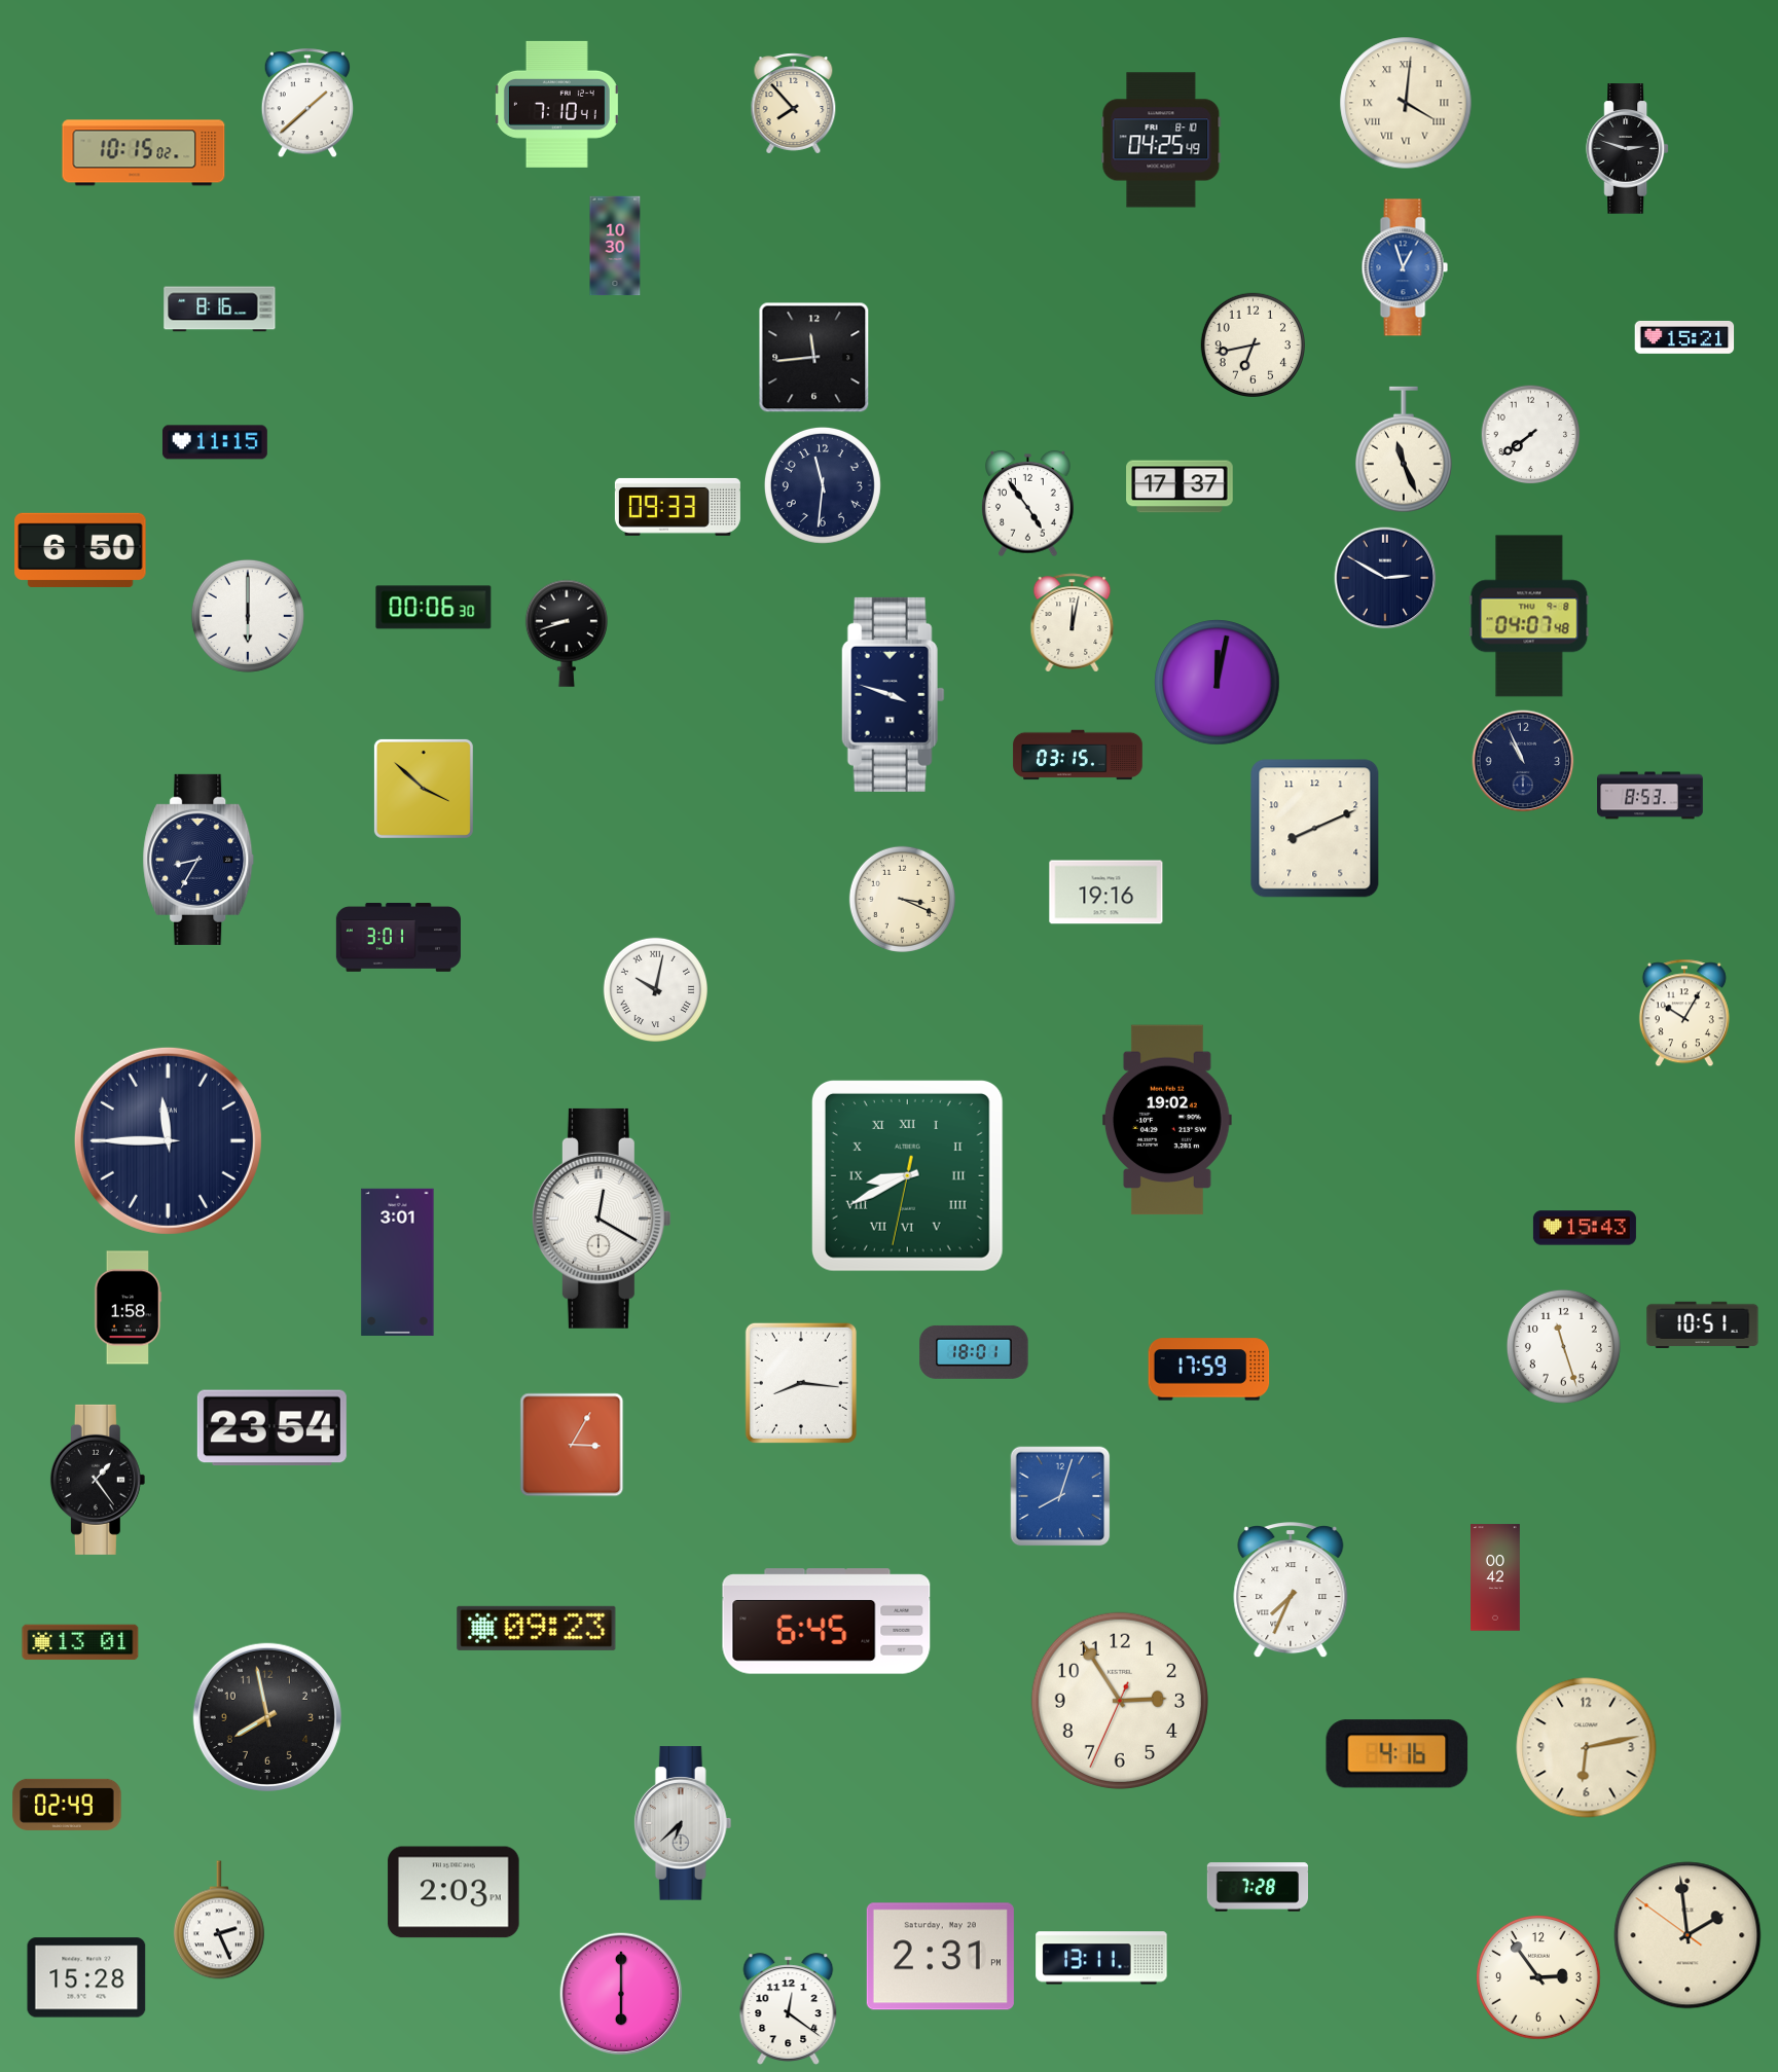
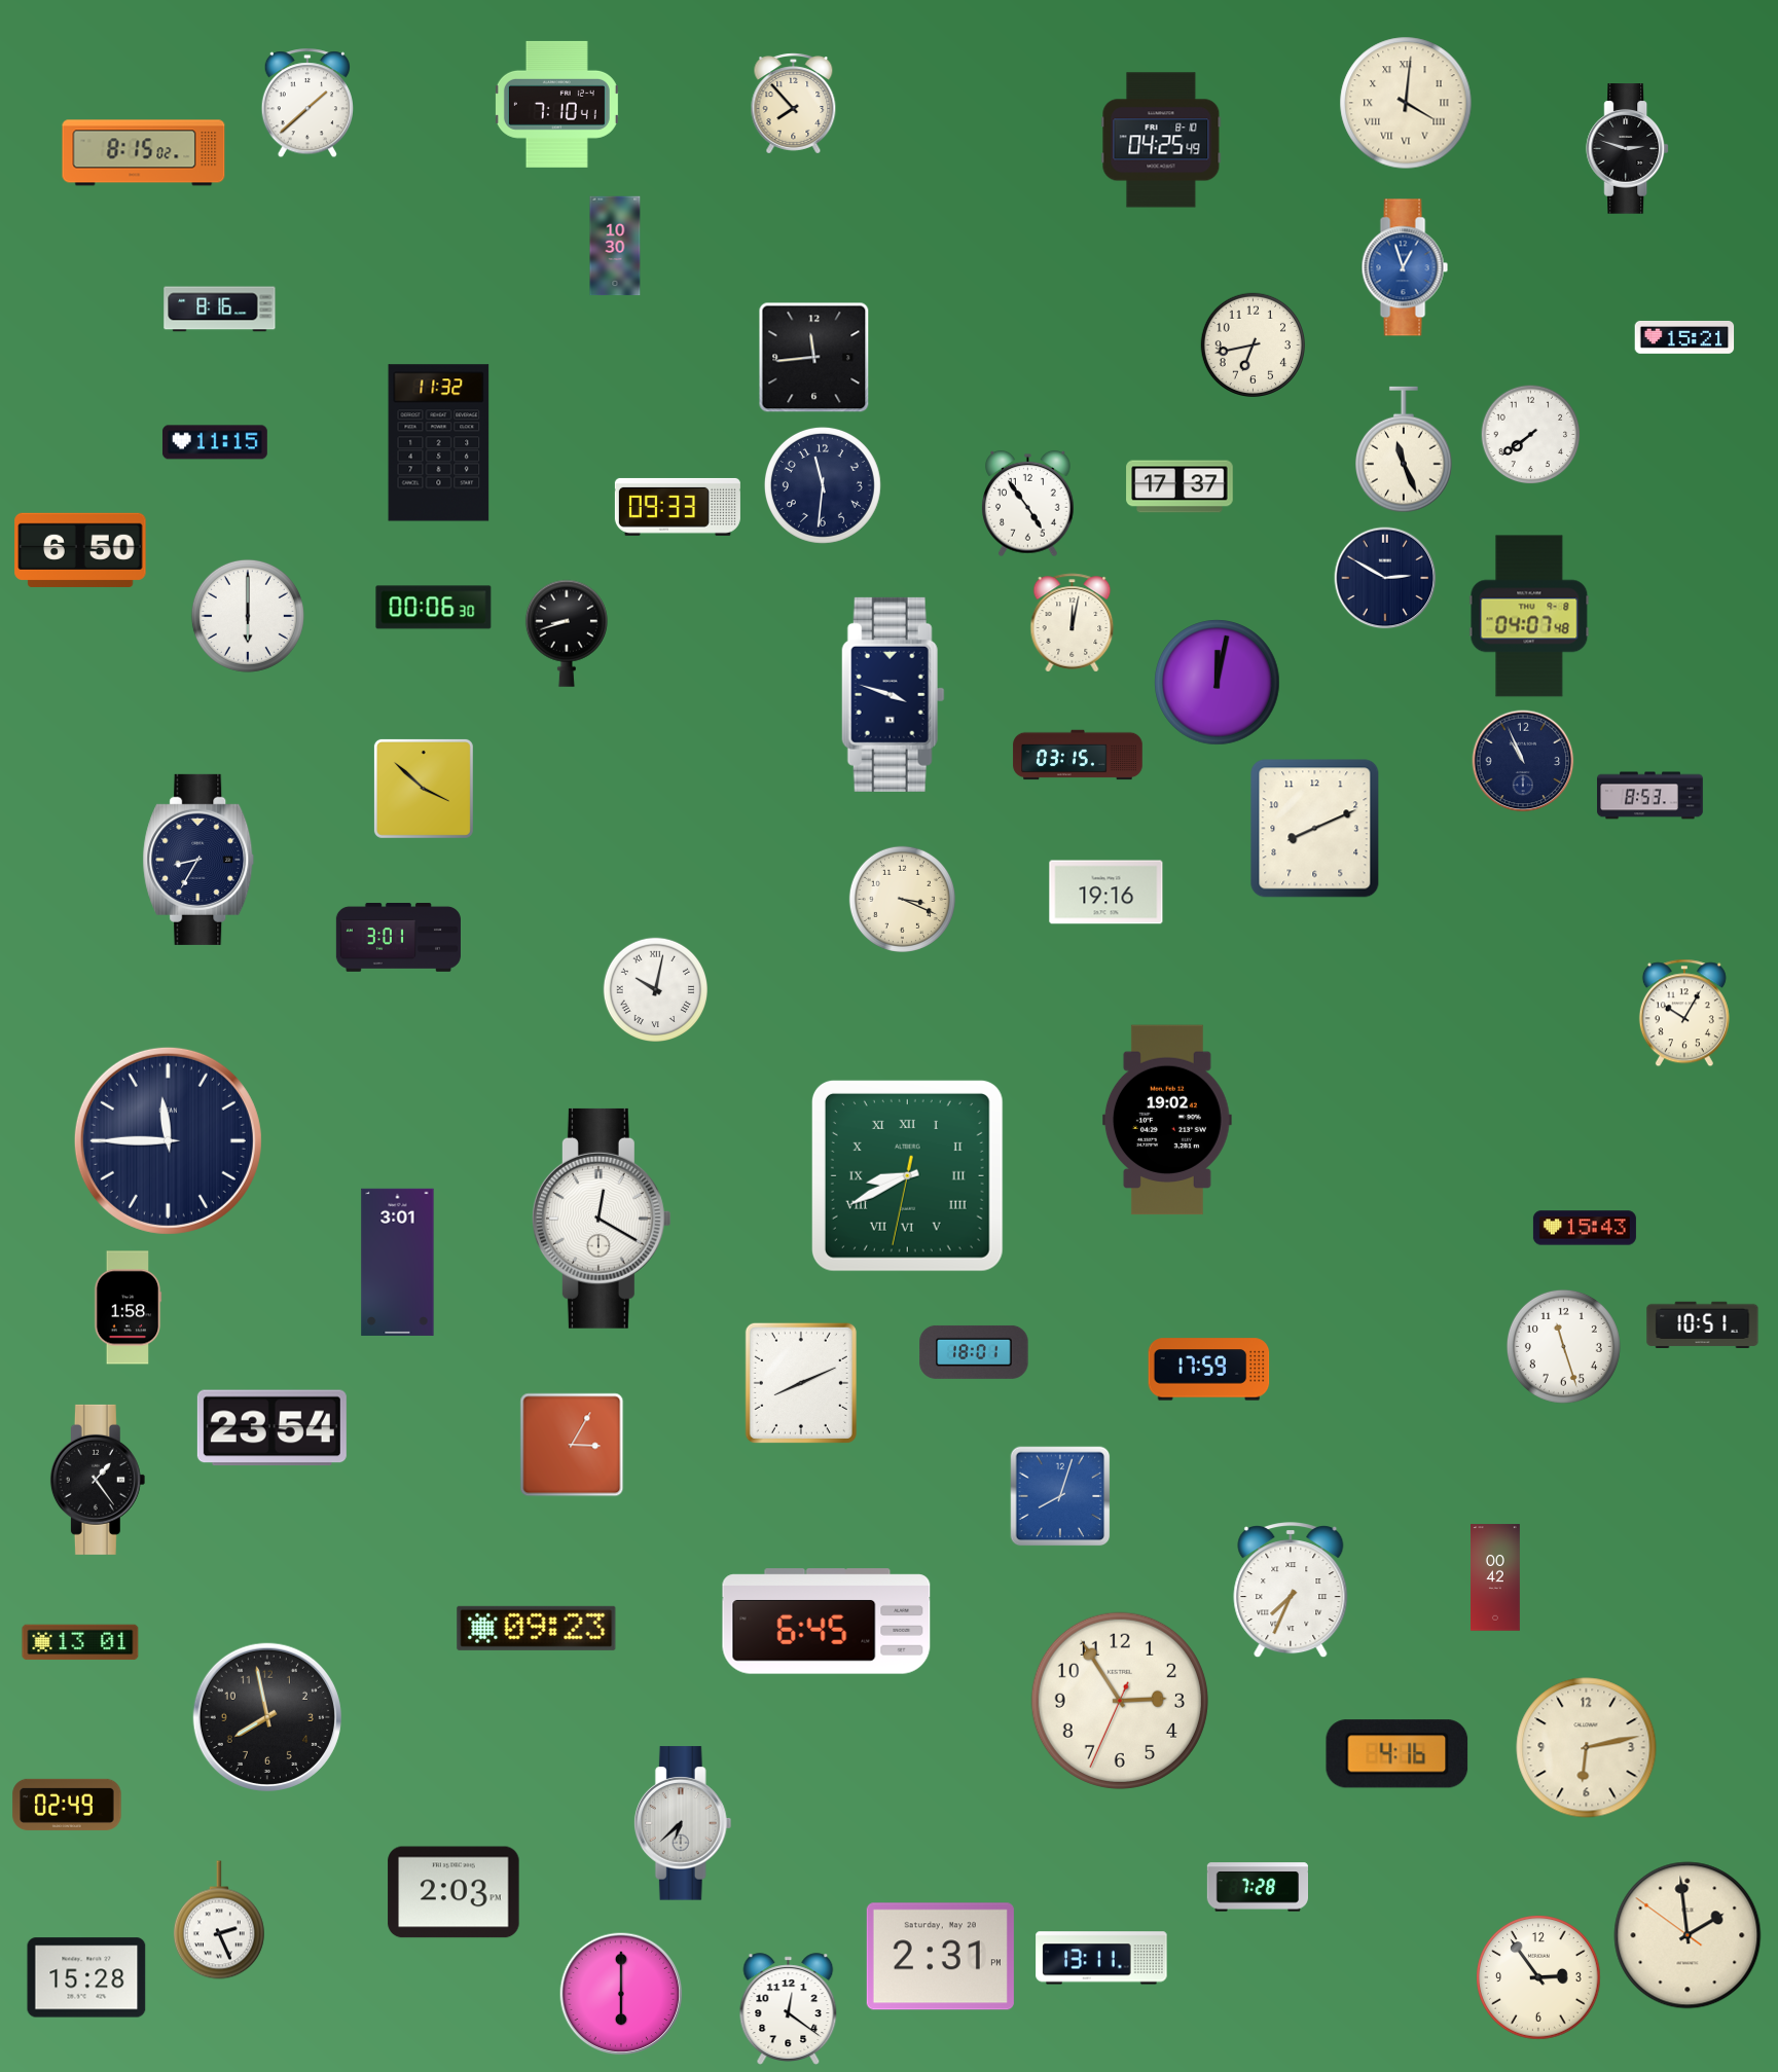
clock at (144, 153): 10:15 -> 8:15
clock at (439, 443): none -> 11:32
clock at (801, 1383): 8:16 -> 8:11
